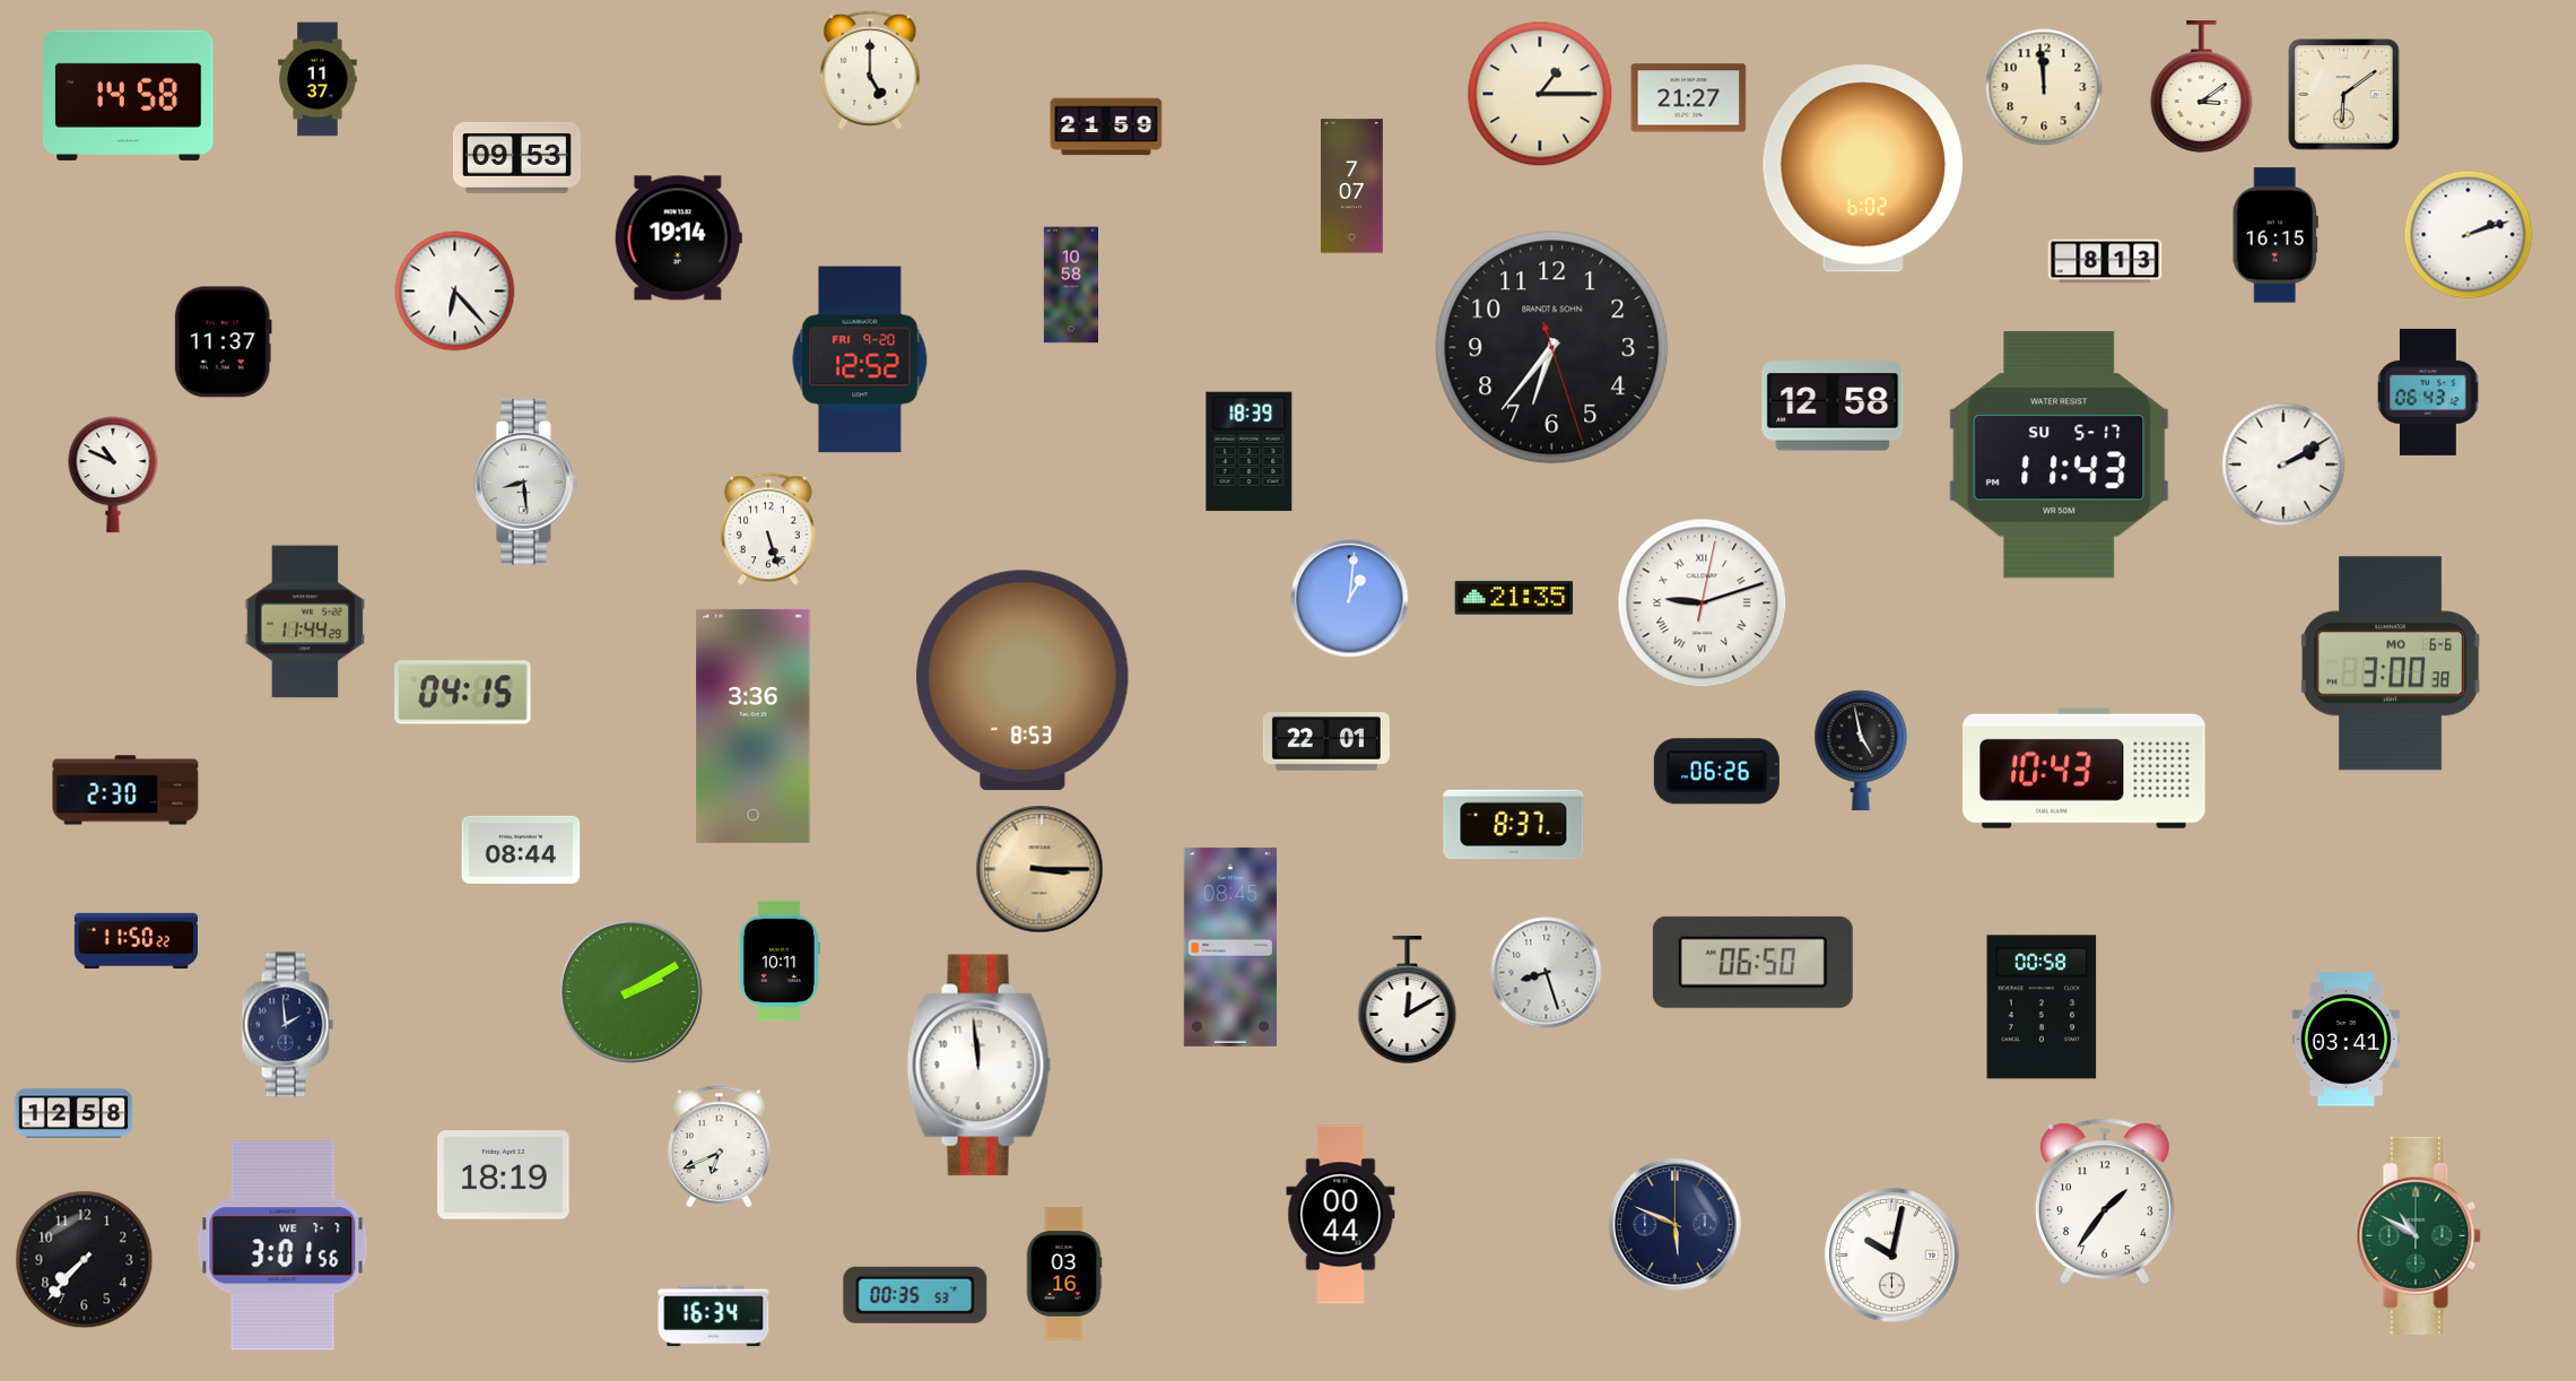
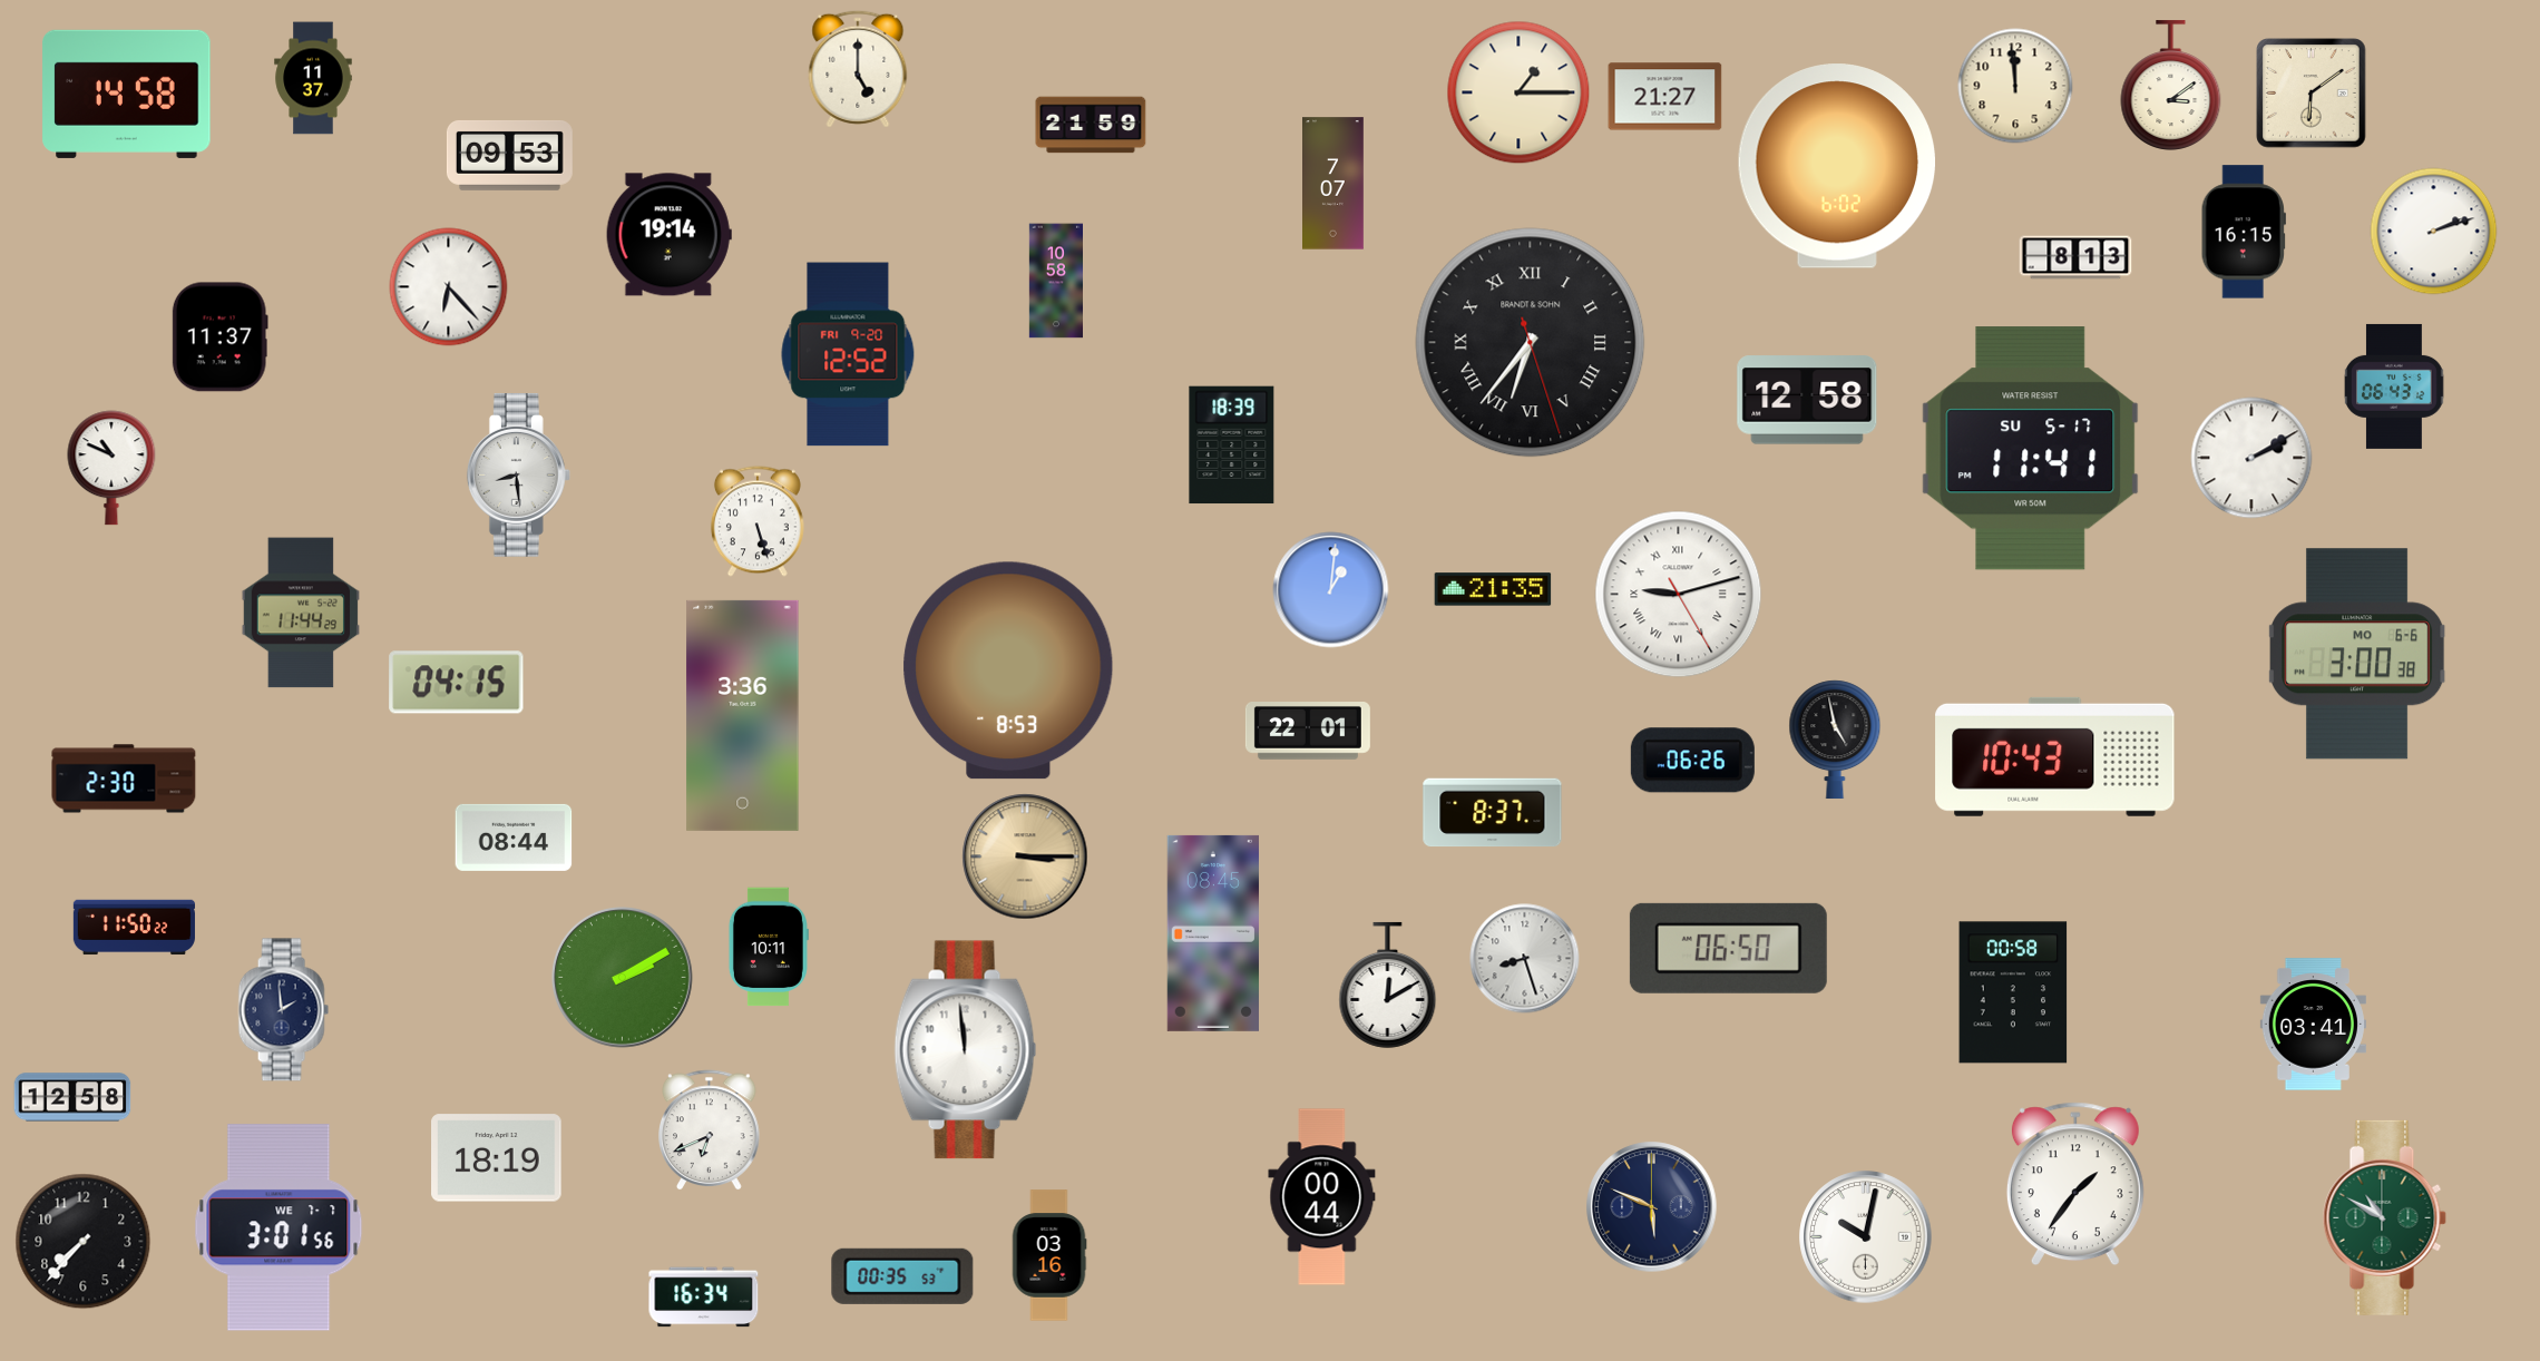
clock at (1552, 348) numerals: Arabic -> Roman
clock at (2060, 455): 11:43 -> 11:41
clock at (1703, 603): 9:12:02 -> 9:12:25
